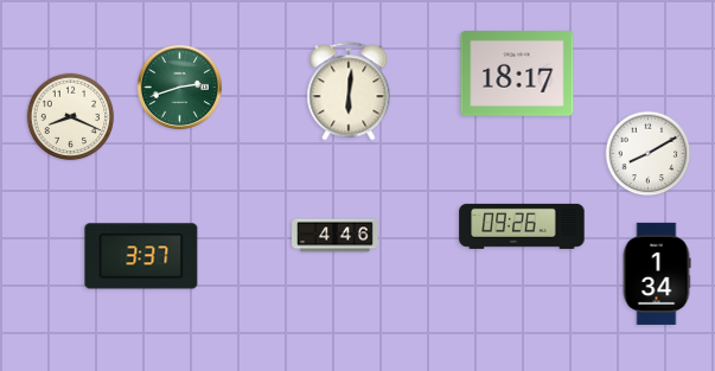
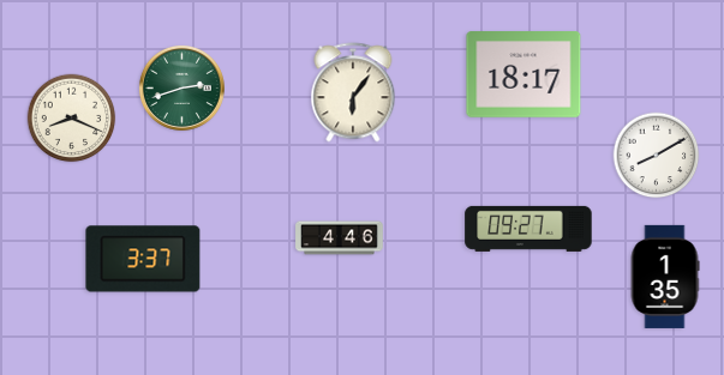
clock at (349, 91): 6:01 -> 6:06
clock at (522, 226): 09:26 -> 09:27
clock at (657, 274): 1:34 -> 1:35
